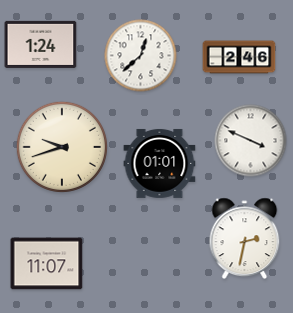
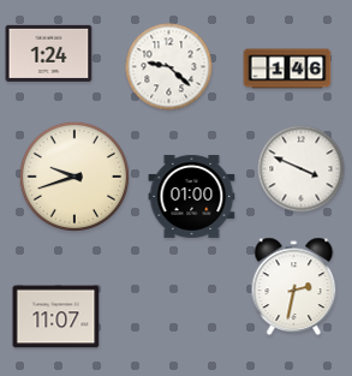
clock at (141, 56): 12:38 -> 9:22
clock at (239, 57): 2:46 -> 1:46
clock at (160, 163): 01:01 -> 01:00
